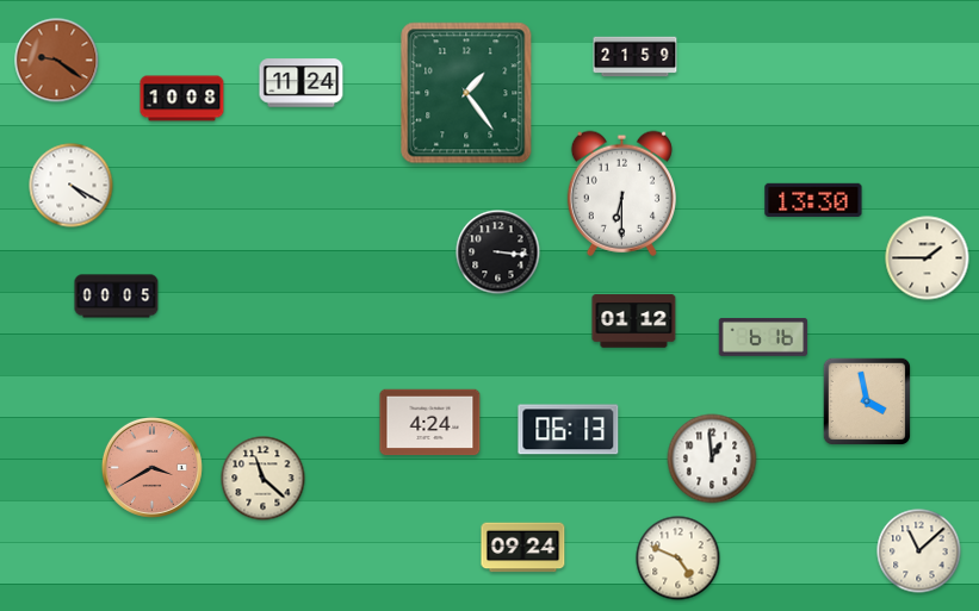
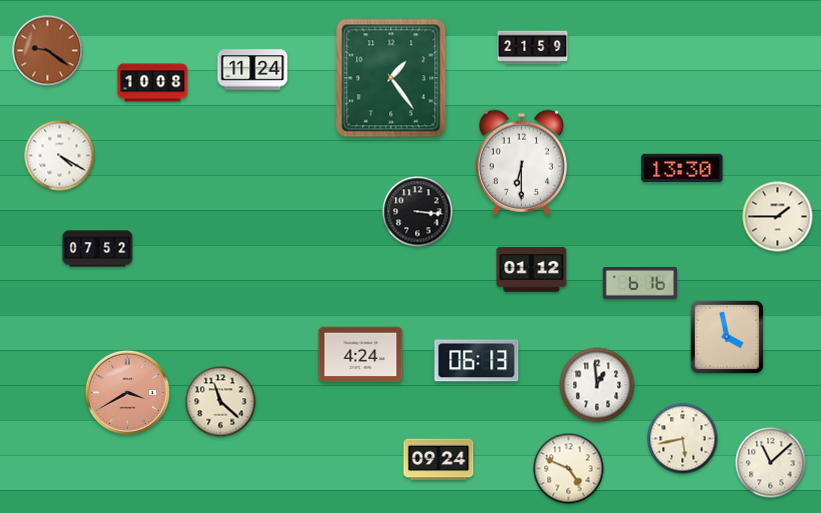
clock at (117, 297): 00:05 -> 07:52
clock at (683, 439): none -> 5:43
